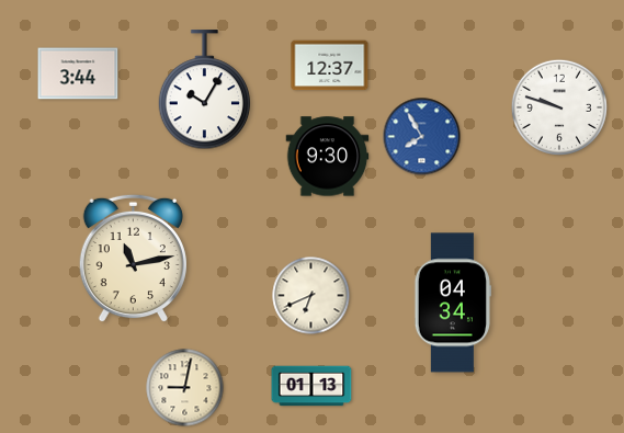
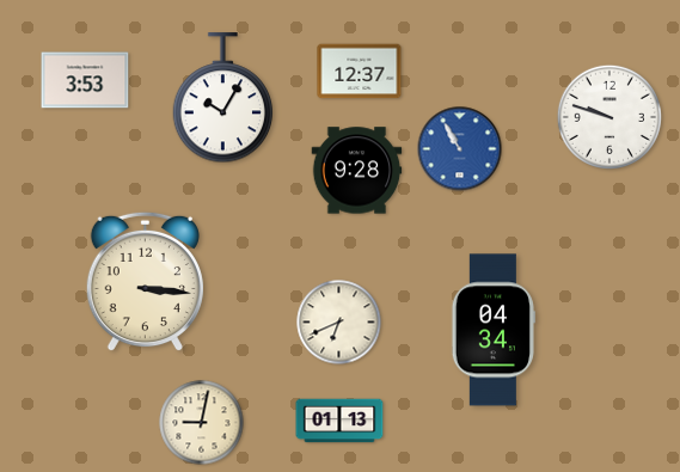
clock at (78, 73): 3:44 -> 3:53
clock at (422, 137): 7:55 -> 10:55
clock at (328, 157): 9:30 -> 9:28
clock at (133, 259): 11:13 -> 3:16
